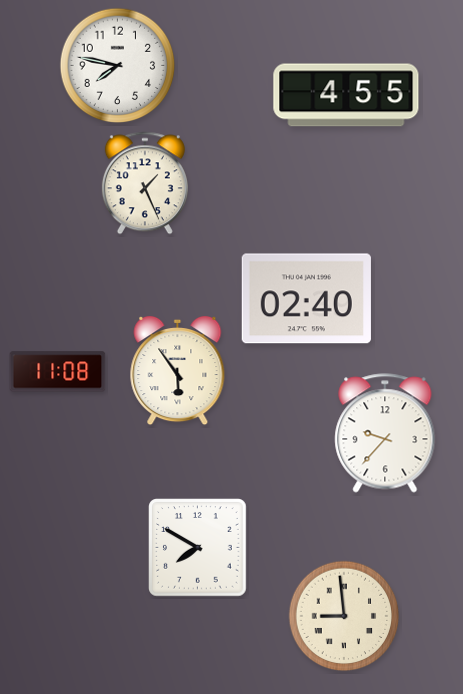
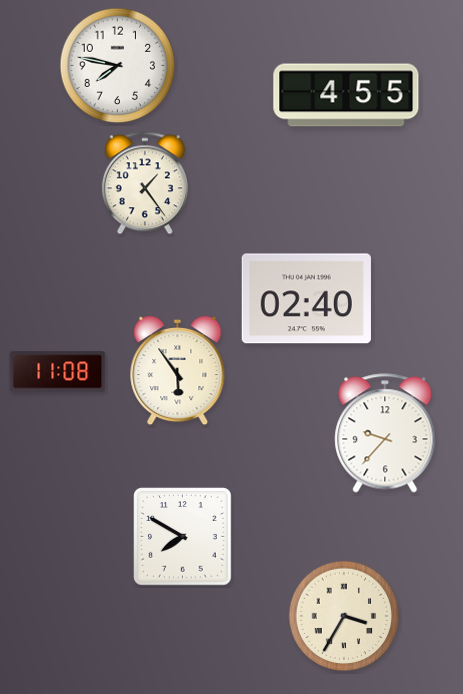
clock at (145, 183): 1:26 -> 1:24
clock at (198, 548) position: (198, 548) -> (183, 537)
clock at (344, 616): 8:59 -> 3:35
